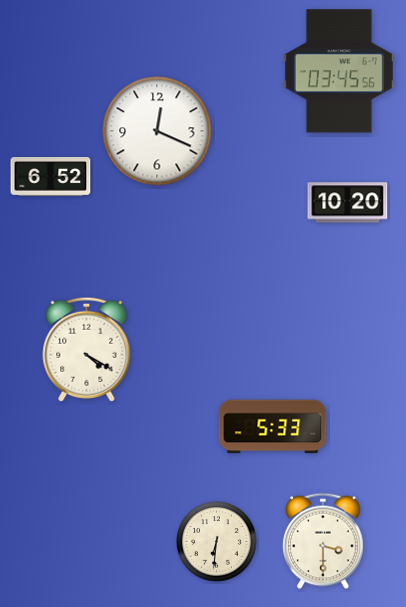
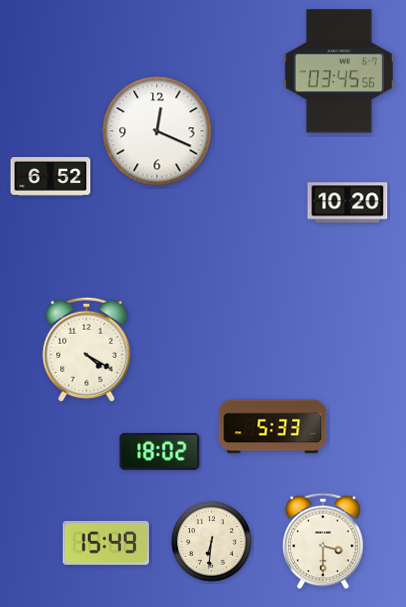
clock at (160, 451): none -> 18:02
clock at (217, 542) position: (217, 542) -> (212, 542)
clock at (106, 543): none -> 15:49
